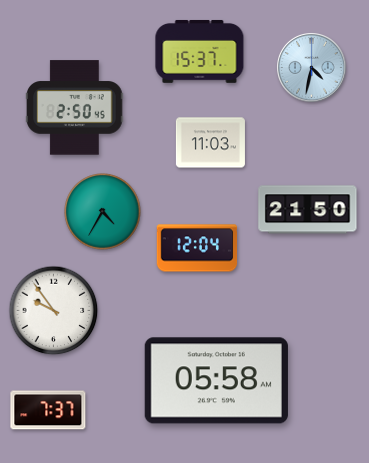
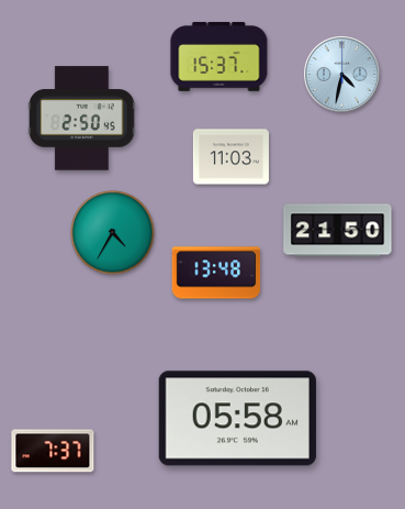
clock at (197, 248): 12:04 -> 13:48
clock at (54, 311): 9:54 -> none
